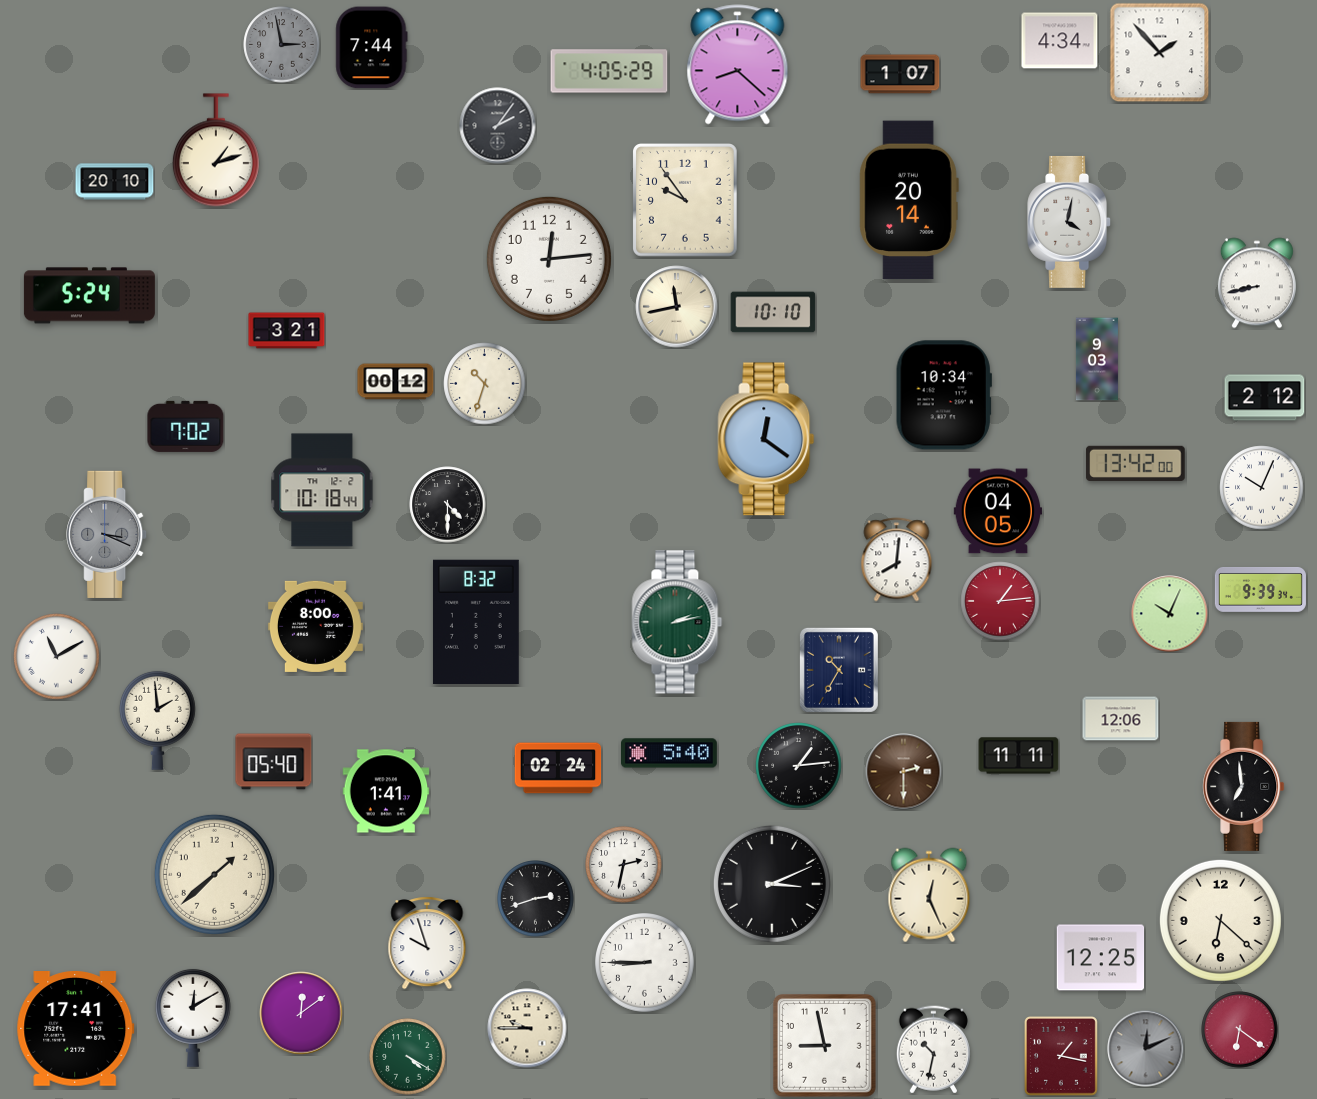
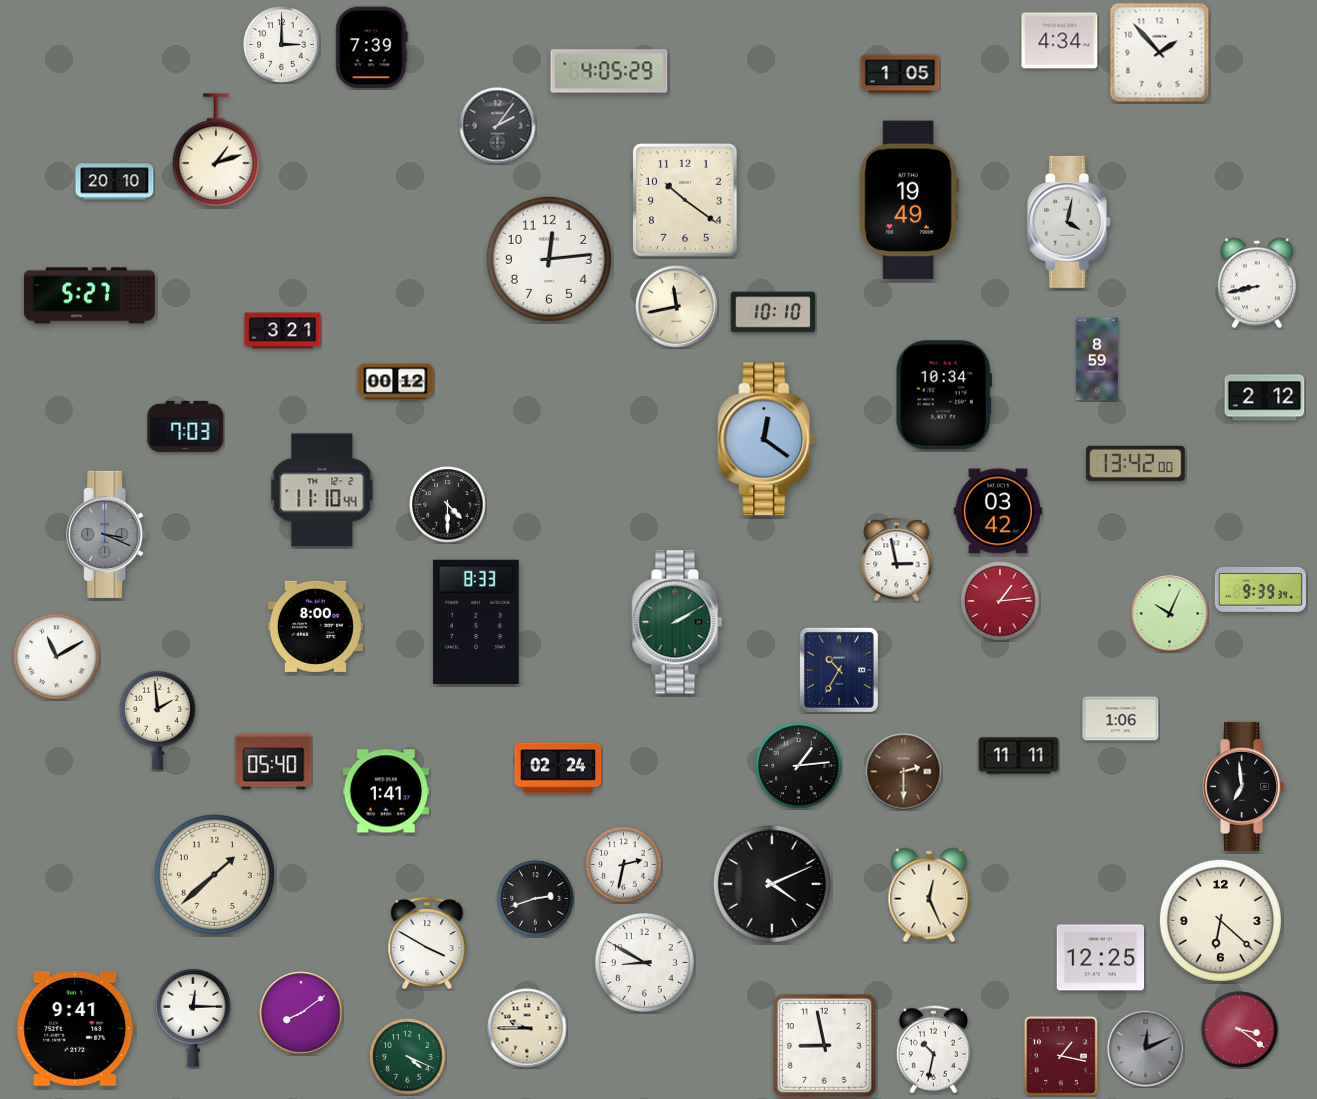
clock at (282, 45): 2:58 -> 3:00
clock at (282, 45) dial: grey -> white
clock at (372, 48): 7:44 -> 7:39
clock at (738, 65): 8:22 -> none
clock at (900, 74): 1:07 -> 1:05
clock at (686, 200): 9:54 -> 10:21
clock at (909, 200): 20:14 -> 19:49
clock at (89, 296): 5:24 -> 5:27
clock at (287, 331) position: (287, 331) -> (283, 331)
clock at (1097, 359): 9:03 -> 8:59
clock at (485, 384): 10:33 -> none
clock at (186, 426): 7:02 -> 7:03
clock at (1262, 488): 10:04 -> none
clock at (322, 490): 10:18 -> 11:10
clock at (997, 511): 04:05 -> 03:42
clock at (897, 560): 8:01 -> 2:58
clock at (476, 621): 8:32 -> 8:33
clock at (677, 622): 2:13 -> 2:10
clock at (1121, 719): 12:06 -> 1:06
clock at (670, 753): 5:40 -> none
clock at (772, 884): 3:11 -> 4:11
clock at (427, 943): 9:57 -> 3:50
clock at (645, 963): 8:45 -> 8:50
clock at (301, 1013): 12:09 -> 8:09
clock at (193, 1018): 12:10 -> 12:15
clock at (76, 1029): 17:41 -> 9:41
clock at (1240, 1030): 6:21 -> 3:21
clock at (408, 1057): 4:20 -> 4:19
